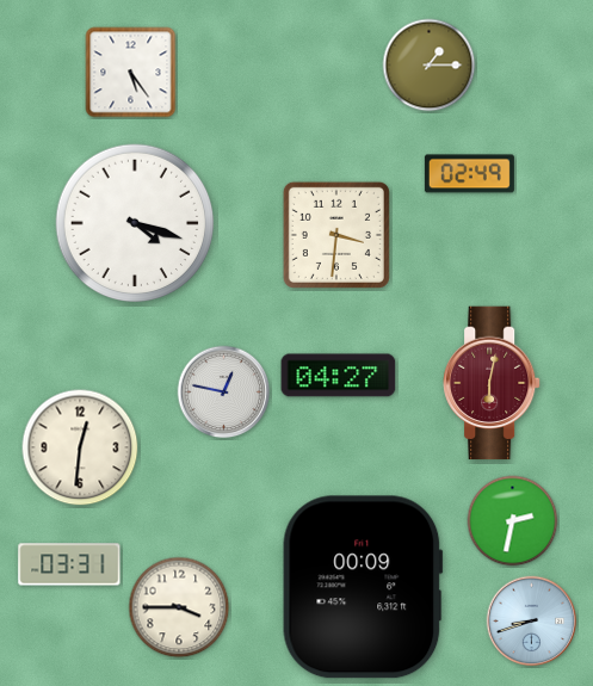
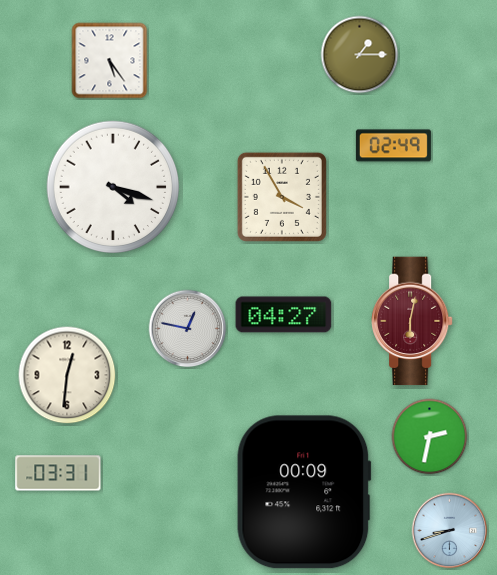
clock at (336, 235): 3:31 -> 3:55
clock at (179, 607): 3:45 -> none
clock at (532, 622) position: (532, 622) -> (450, 531)
